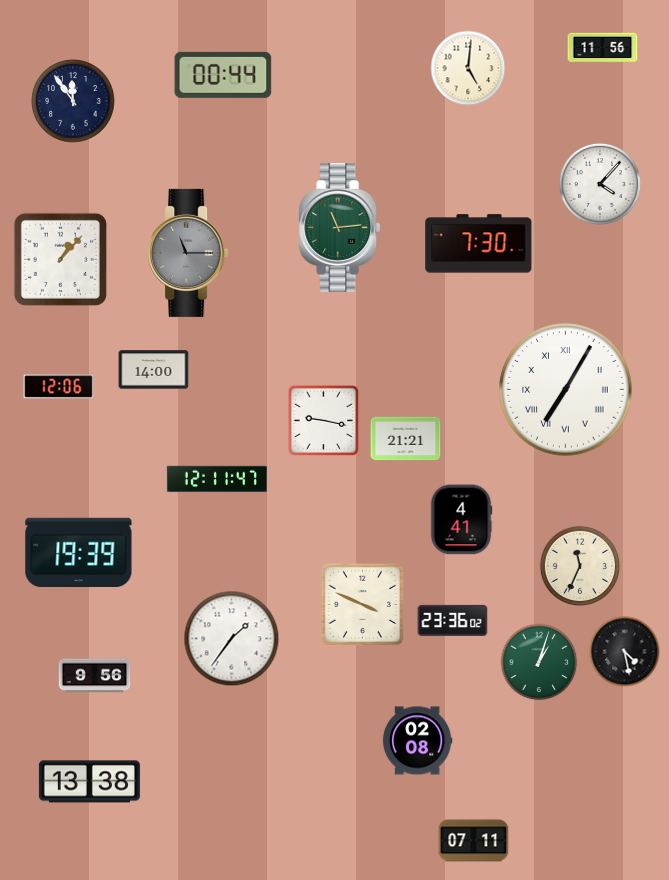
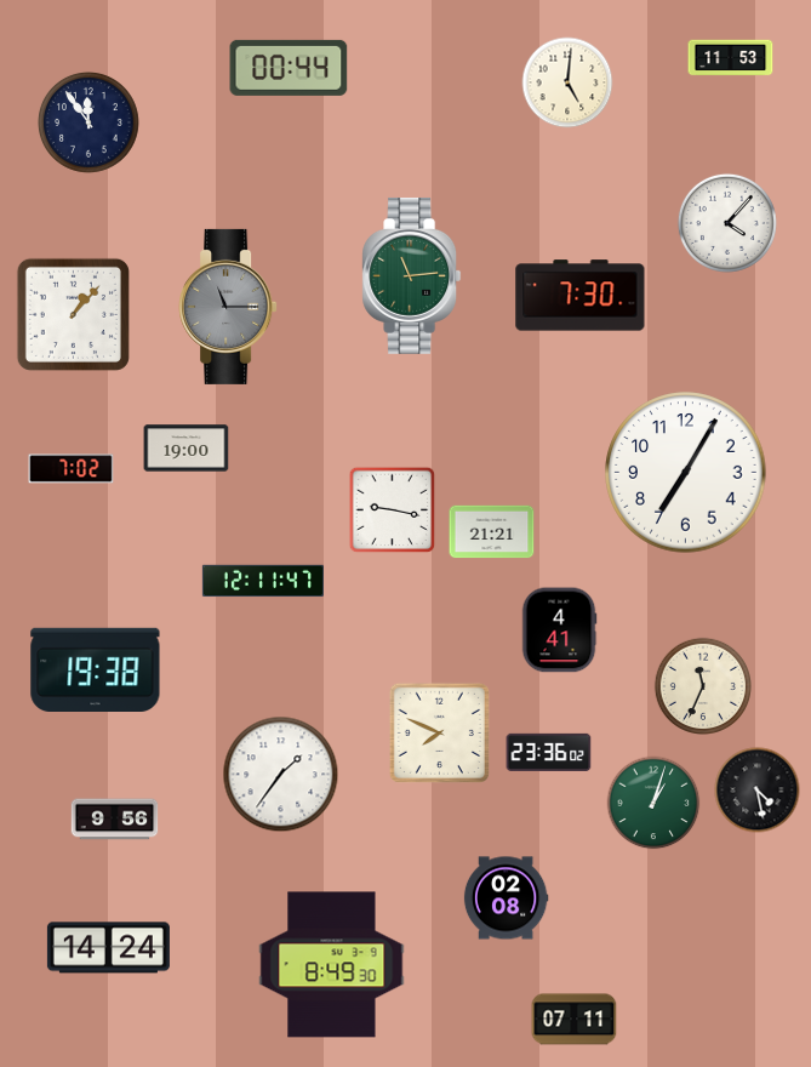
clock at (603, 48): 11:56 -> 11:53
clock at (223, 75) position: (223, 75) -> (289, 68)
clock at (154, 370): 14:00 -> 19:00
clock at (59, 387): 12:06 -> 7:02
clock at (566, 390) numerals: Roman -> Arabic
clock at (79, 552): 19:39 -> 19:38
clock at (362, 604): 3:49 -> 7:49
clock at (89, 782): 13:38 -> 14:24
clock at (332, 965): none -> 8:49
